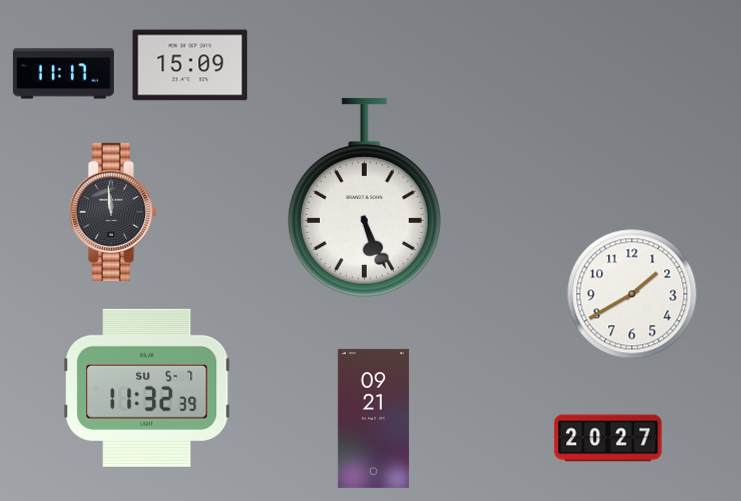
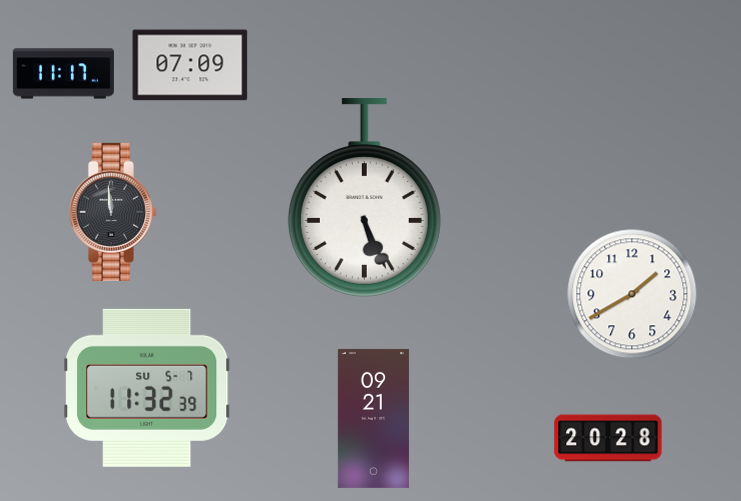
clock at (190, 65): 15:09 -> 07:09
clock at (608, 438): 20:27 -> 20:28
